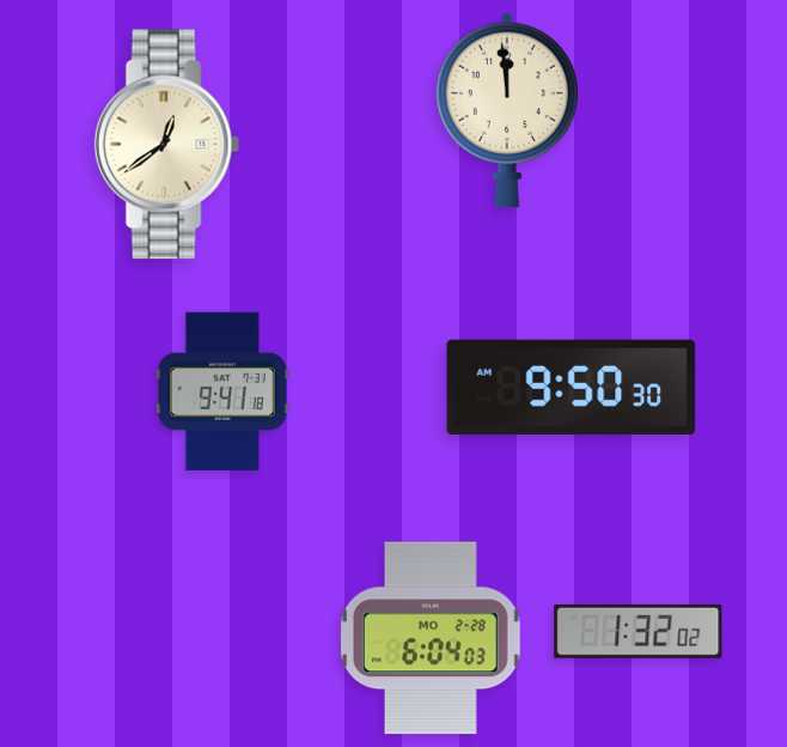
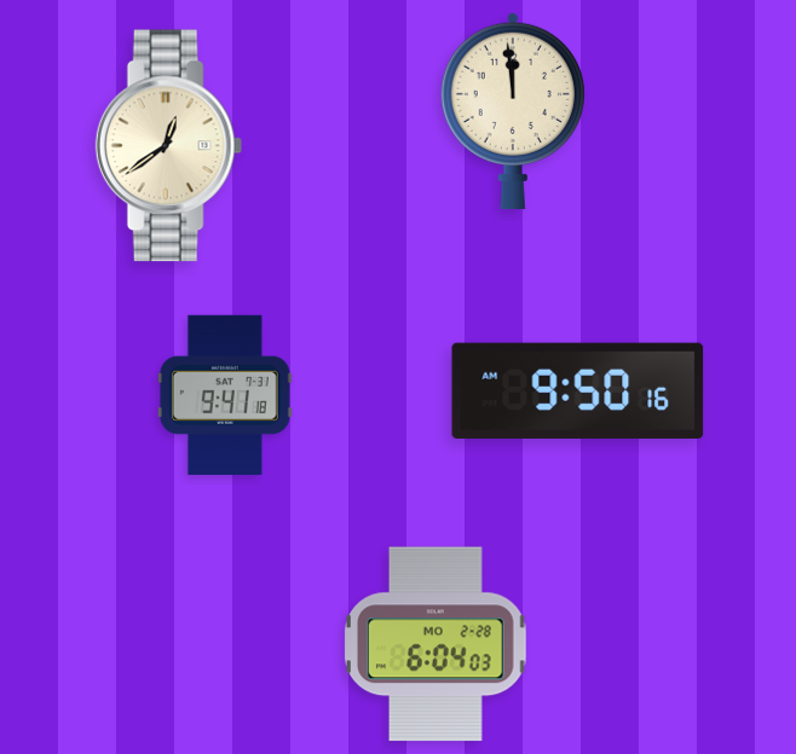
clock at (572, 387): 9:50:30 -> 9:50:16
clock at (639, 631): 1:32 -> none
